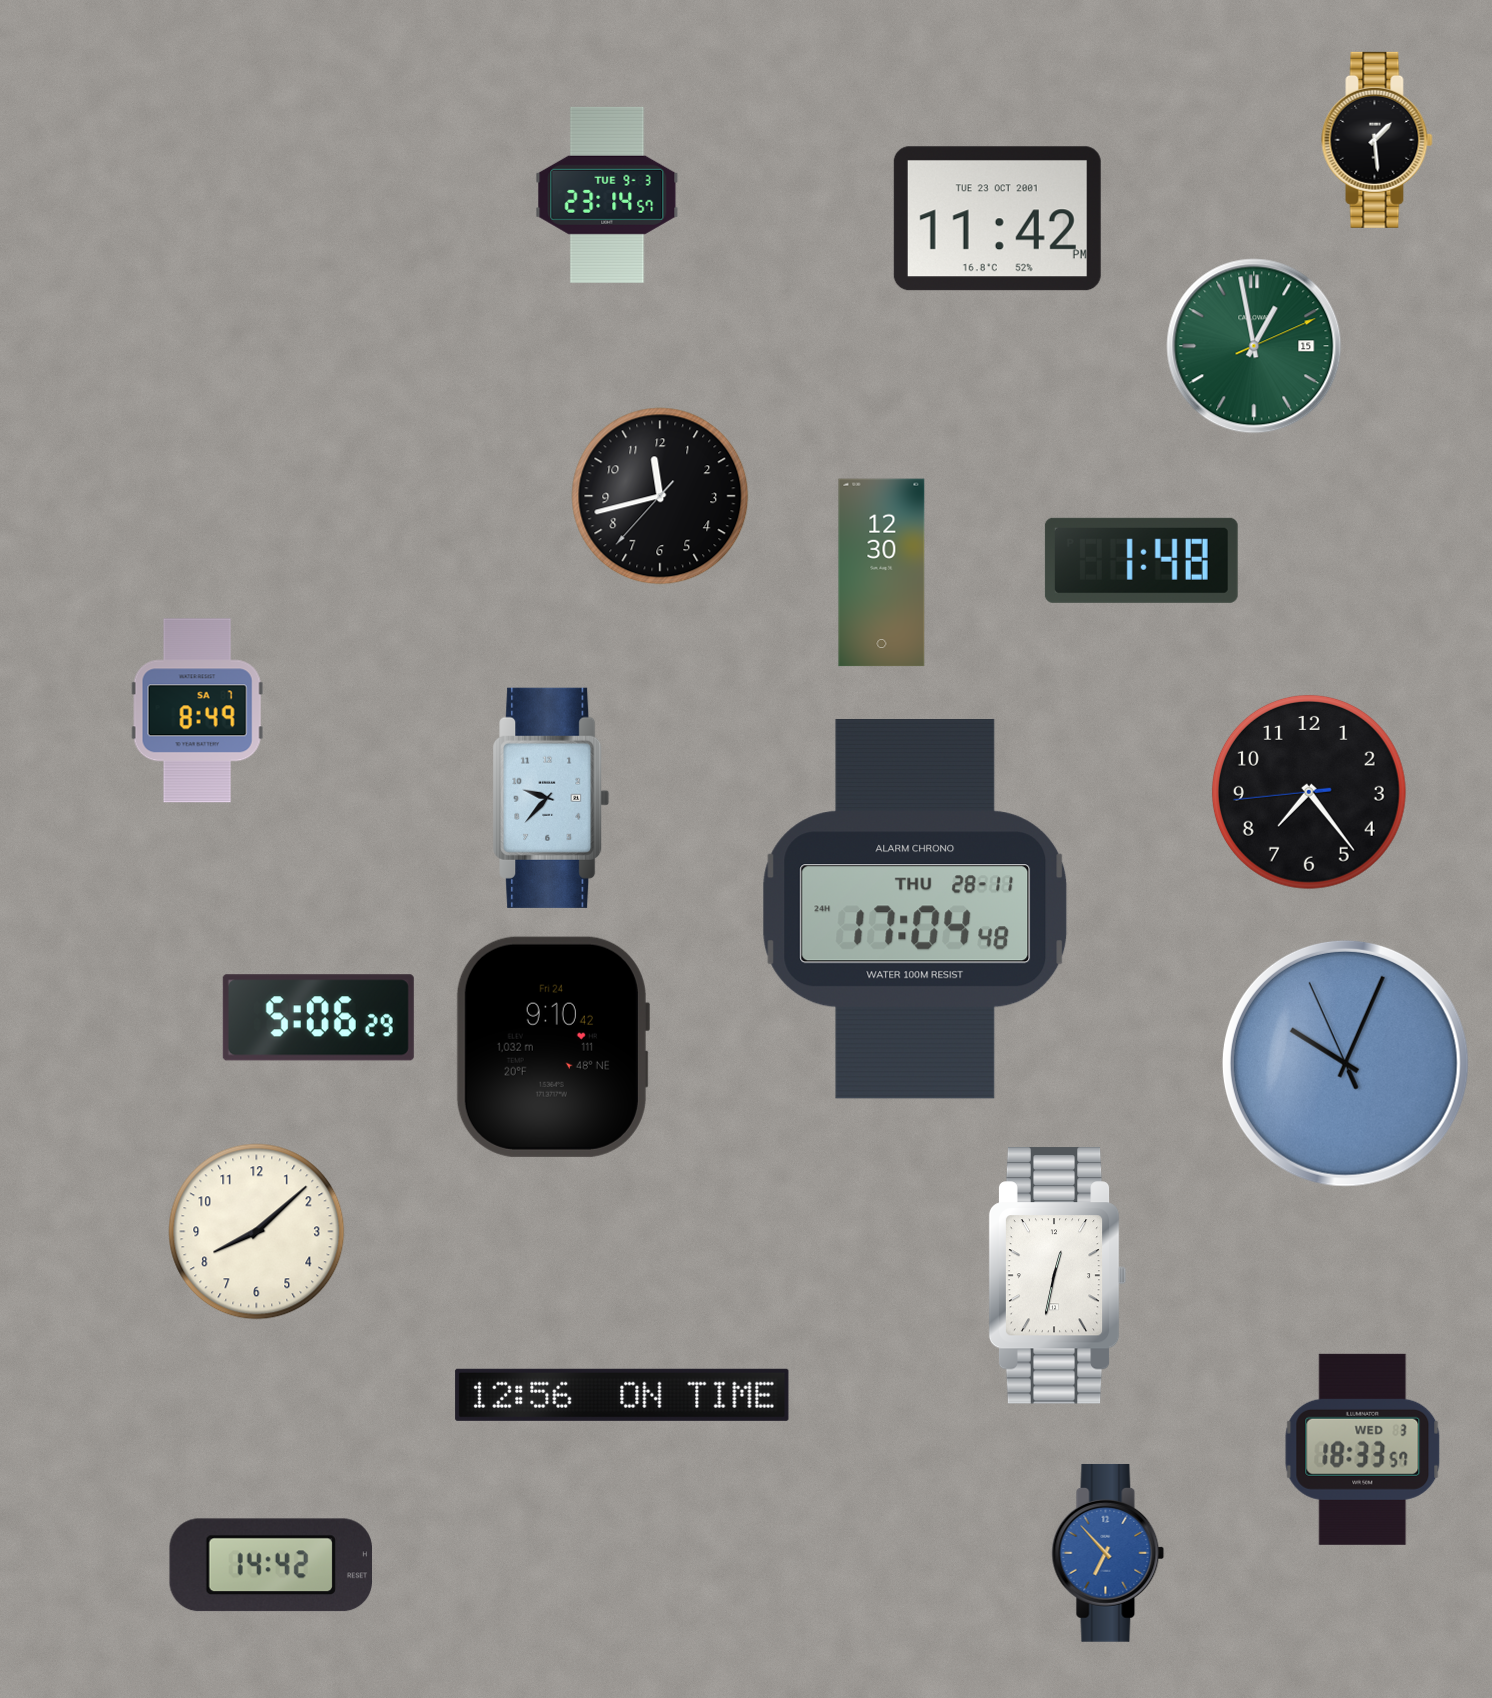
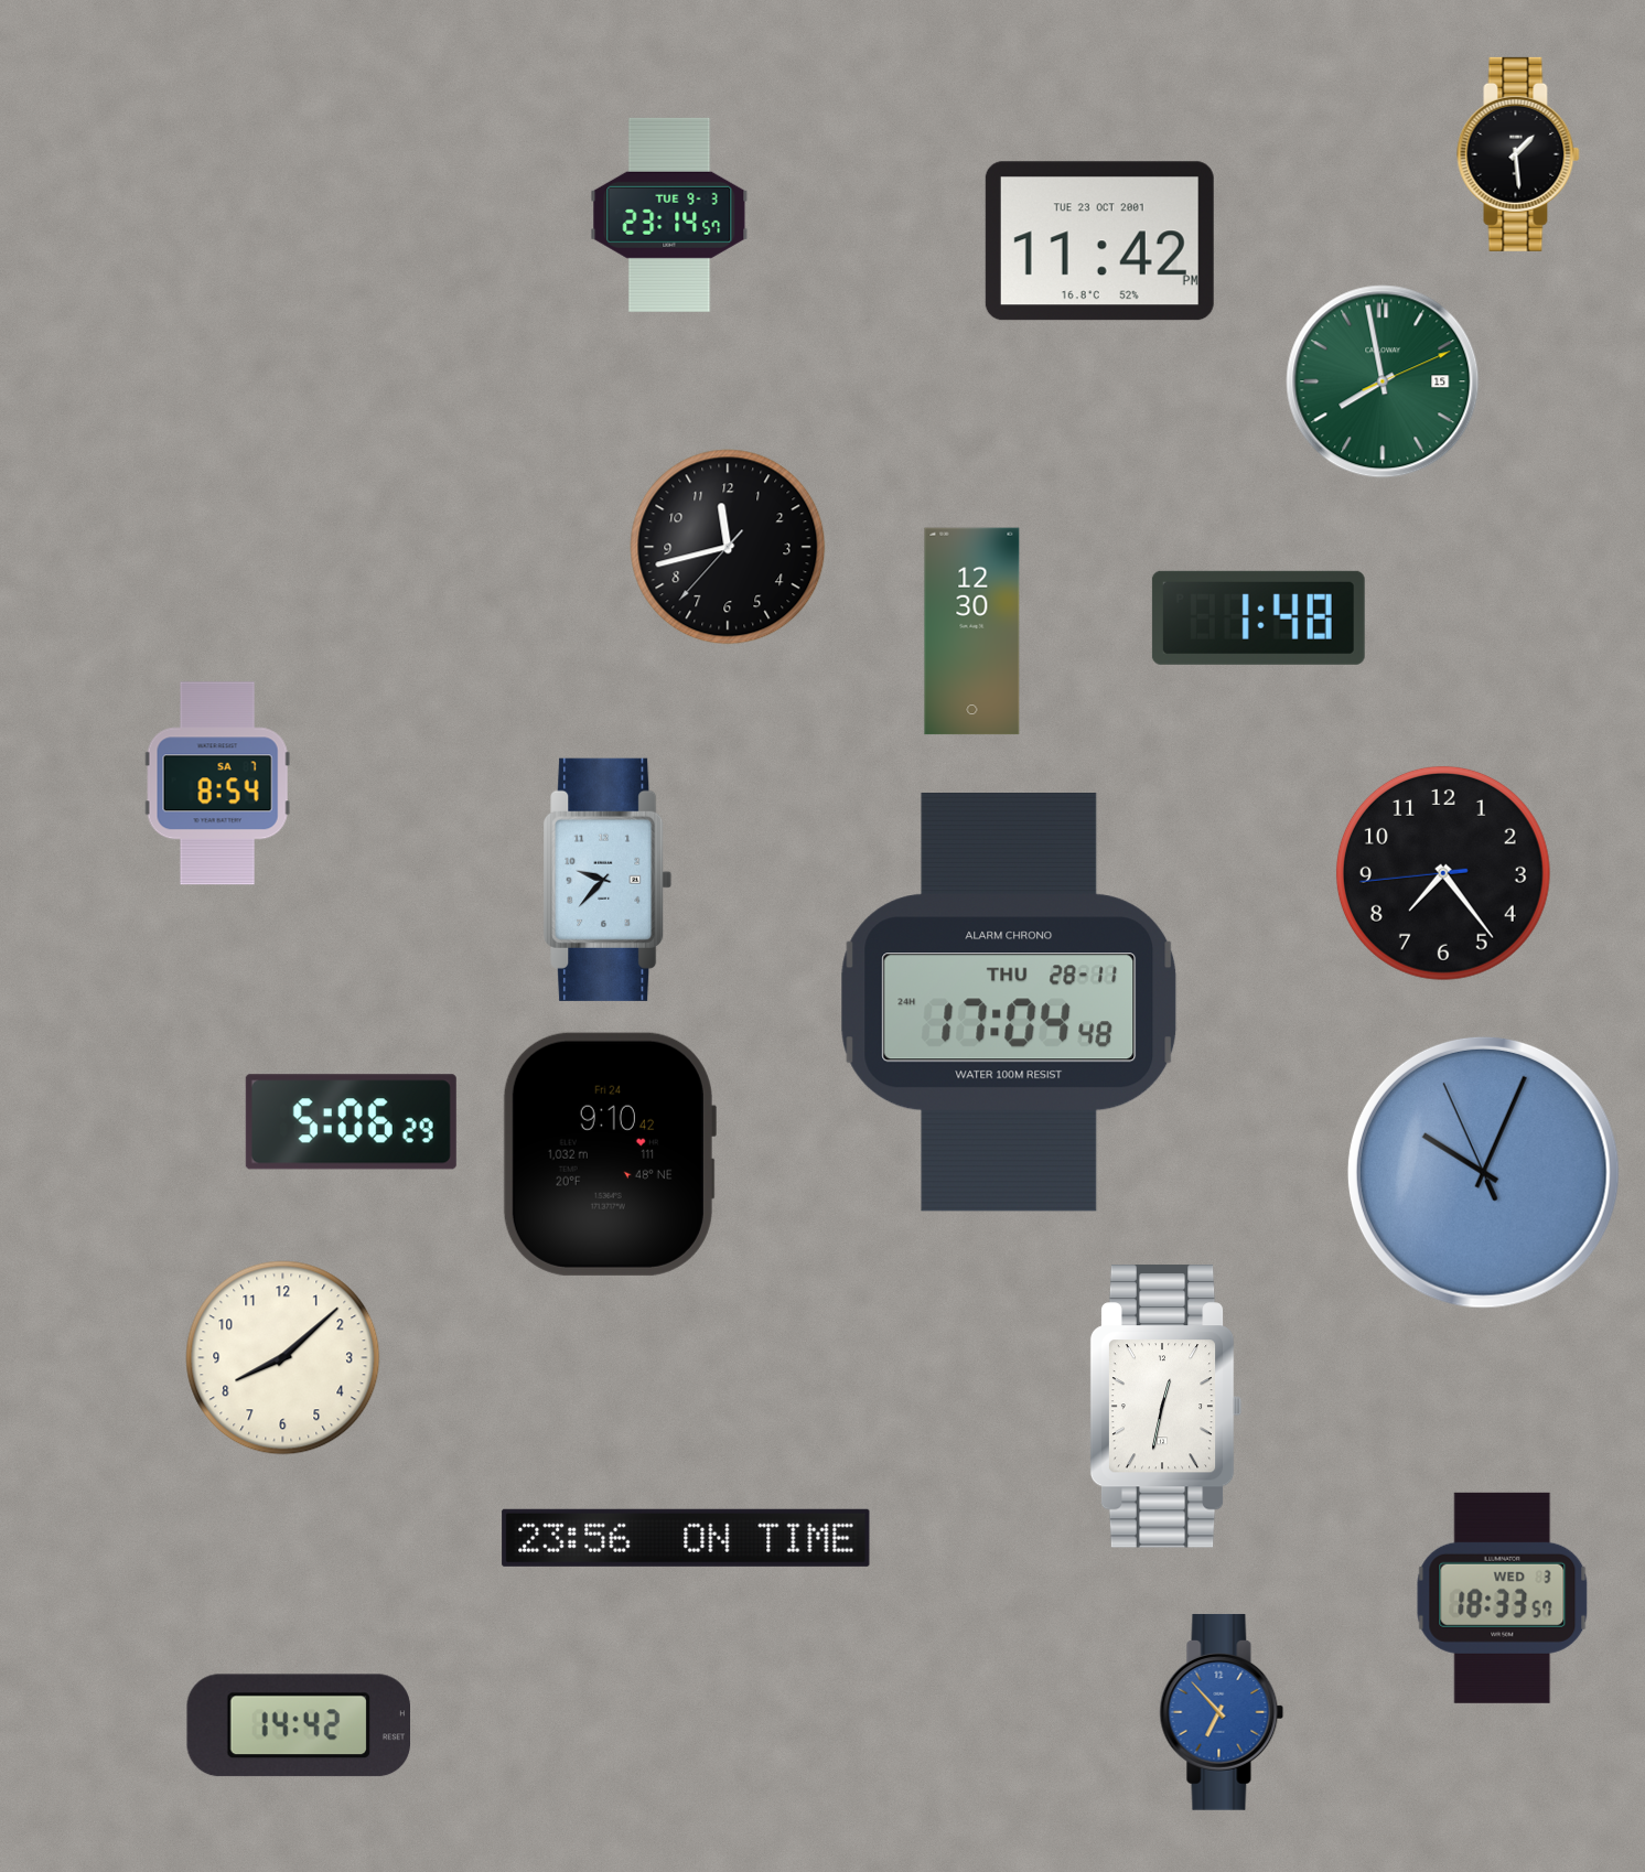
clock at (1254, 346): 12:58 -> 7:58
clock at (197, 711): 8:49 -> 8:54
clock at (622, 1395): 12:56 -> 23:56
